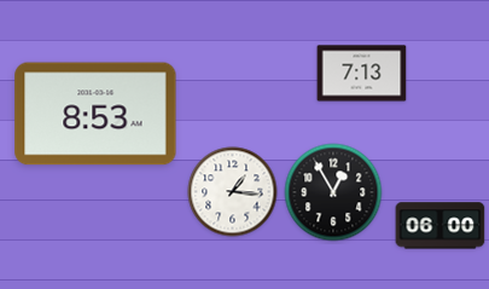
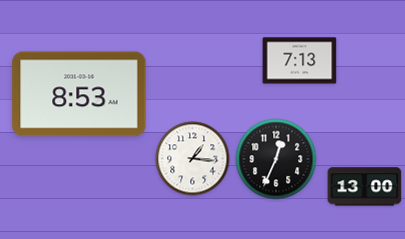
clock at (333, 192): 12:55 -> 12:34
clock at (441, 226): 06:00 -> 13:00
